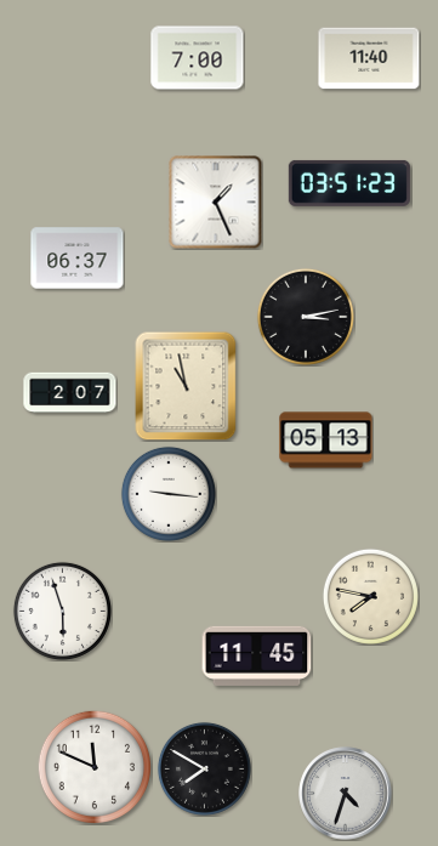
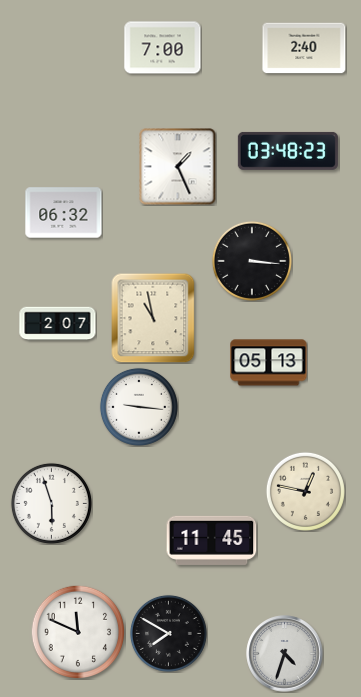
clock at (369, 58): 11:40 -> 2:40
clock at (349, 183): 03:51 -> 03:48
clock at (78, 259): 06:37 -> 06:32
clock at (306, 317): 3:13 -> 3:16
clock at (370, 596): 7:47 -> 12:47
